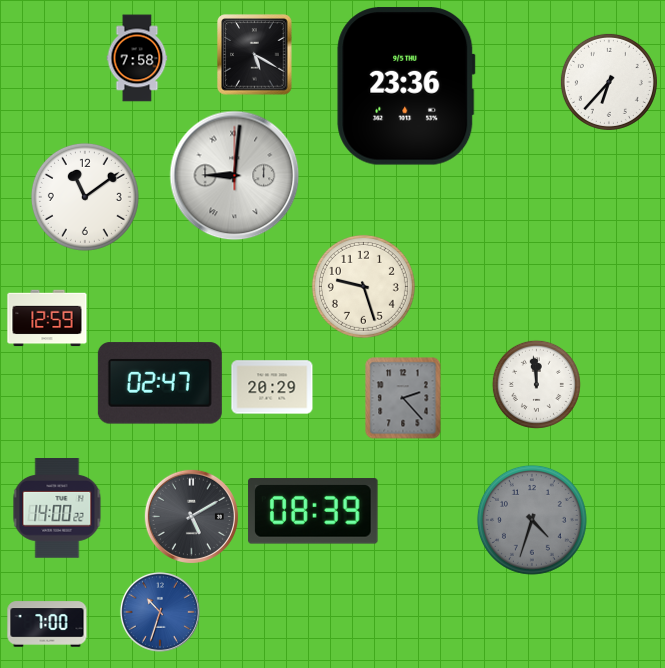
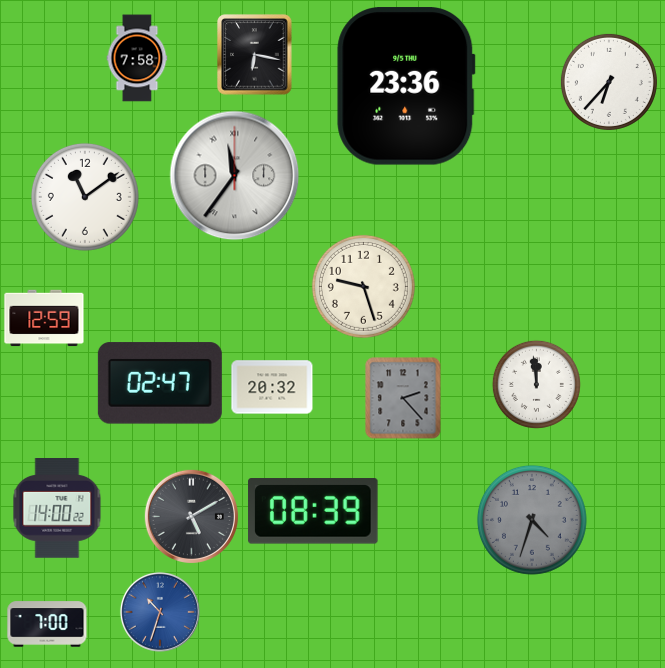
clock at (255, 55): 5:20 -> 6:17
clock at (235, 176): 9:01 -> 11:36
clock at (47, 318) position: (47, 318) -> (44, 318)
clock at (272, 387): 20:29 -> 20:32
